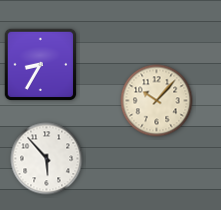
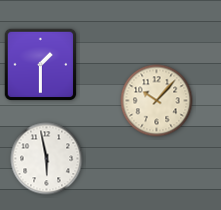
clock at (41, 65): 8:35 -> 1:30
clock at (47, 159): 5:53 -> 5:58
